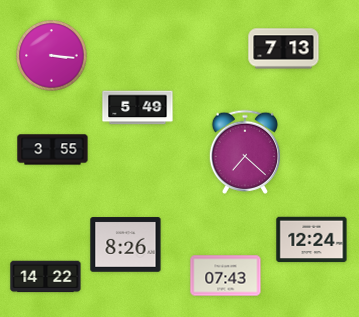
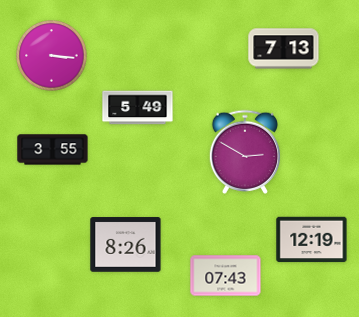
clock at (244, 152): 7:22 -> 2:50
clock at (312, 240): 12:24 -> 12:19
clock at (46, 277): 14:22 -> none
